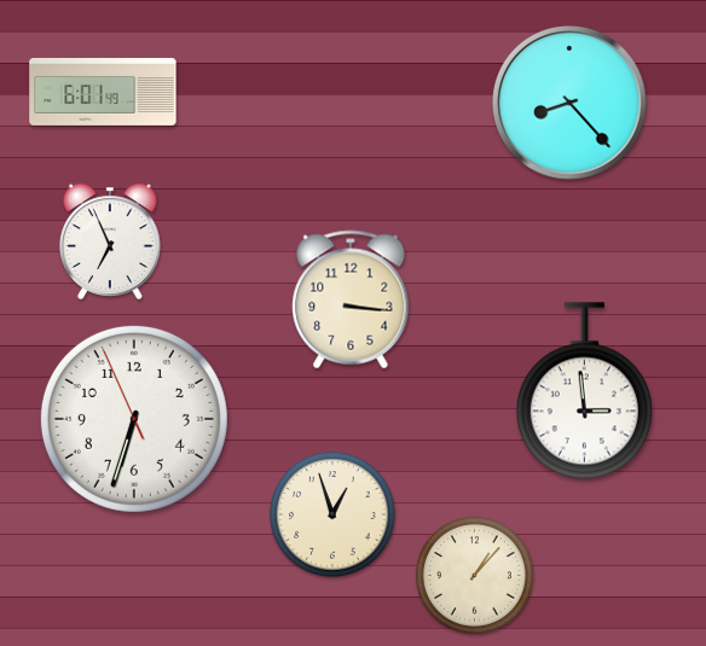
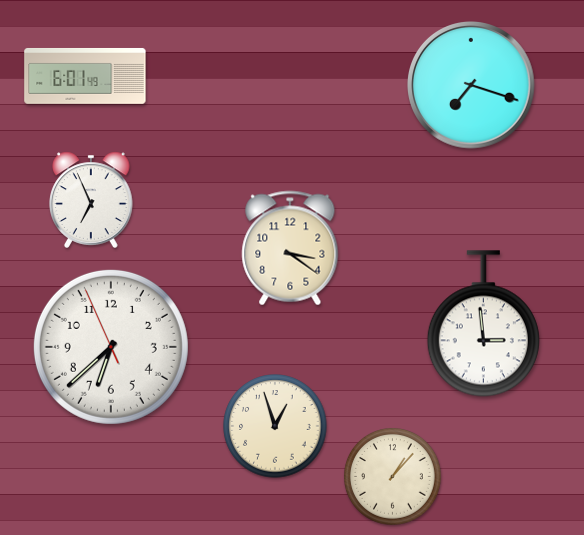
clock at (569, 103): 8:23 -> 7:18
clock at (351, 299): 3:16 -> 3:21
clock at (134, 419): 6:32 -> 6:37
